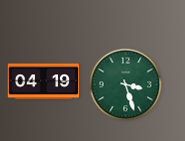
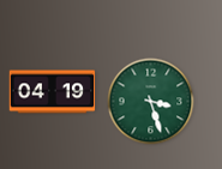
clock at (44, 82) position: (44, 82) -> (53, 92)
